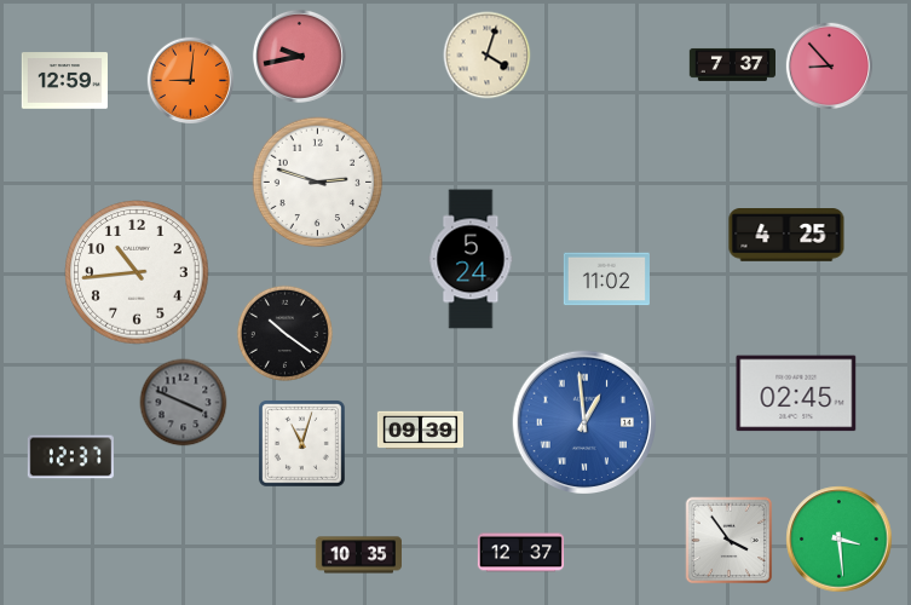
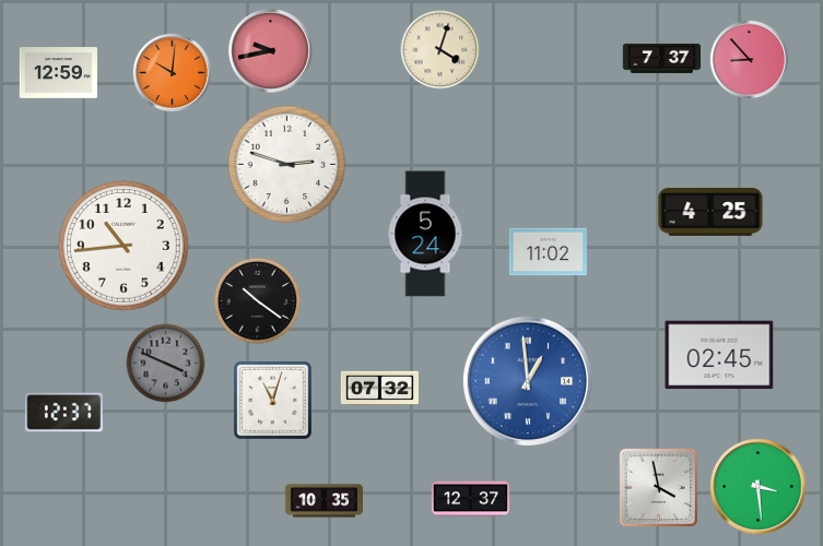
clock at (190, 80): 9:01 -> 10:01
clock at (420, 431): 09:39 -> 07:32
clock at (730, 541): 3:54 -> 3:58
